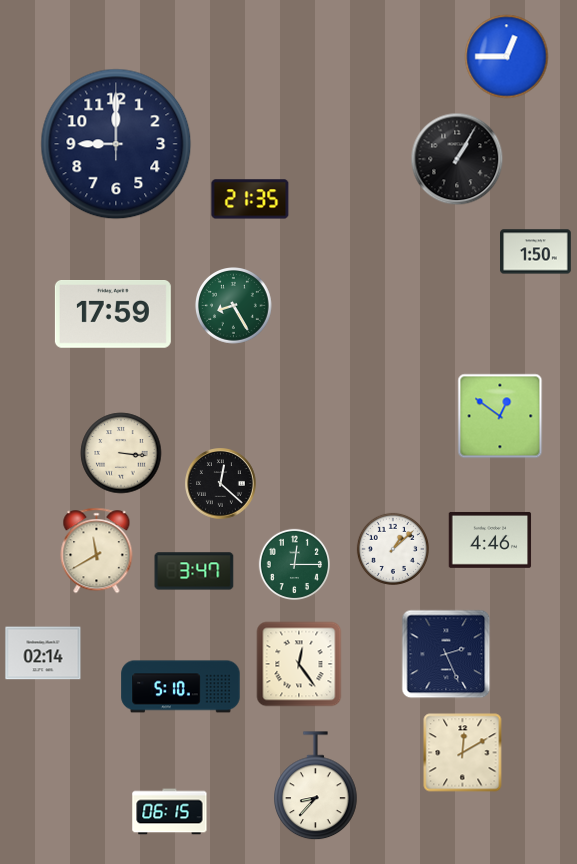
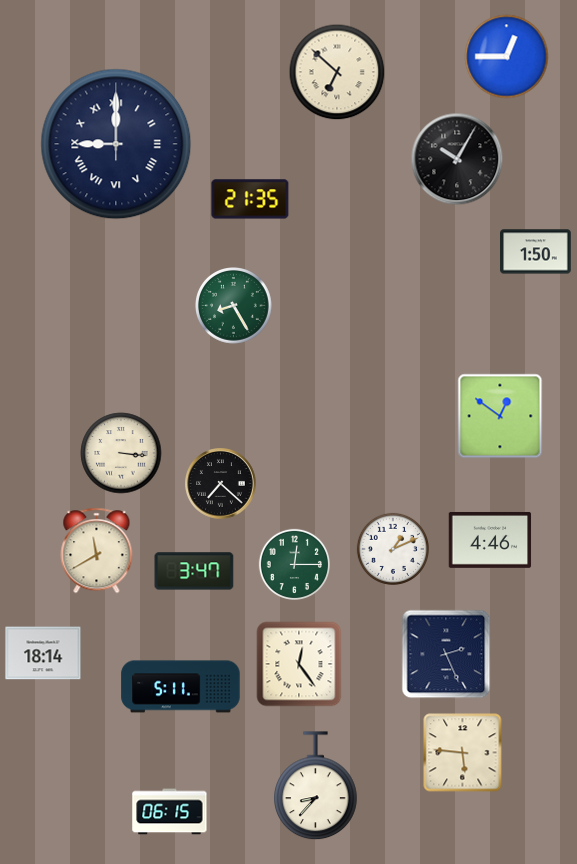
clock at (337, 72): none -> 6:52
clock at (116, 144) numerals: Arabic -> Roman
clock at (457, 159): 1:05 -> 10:05
clock at (113, 315): 17:59 -> none
clock at (221, 484): 12:22 -> 7:22
clock at (393, 549): 1:08 -> 1:11
clock at (43, 653): 02:14 -> 18:14
clock at (181, 687): 5:10 -> 5:11
clock at (463, 753): 12:10 -> 5:46
